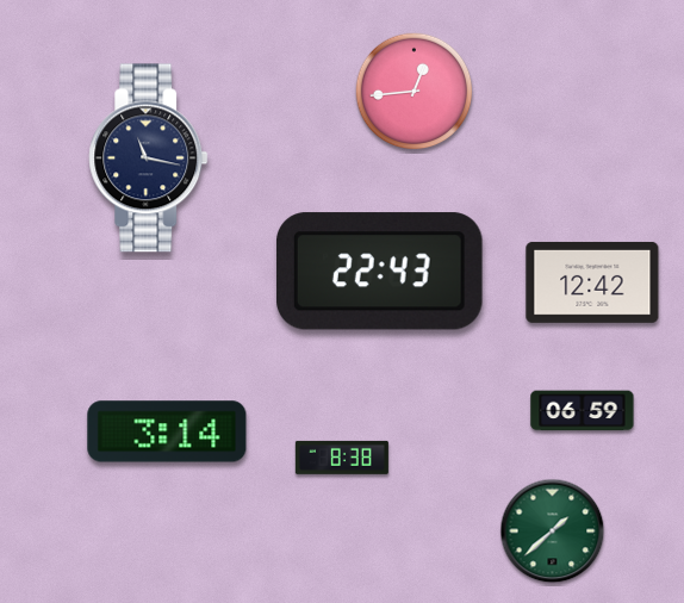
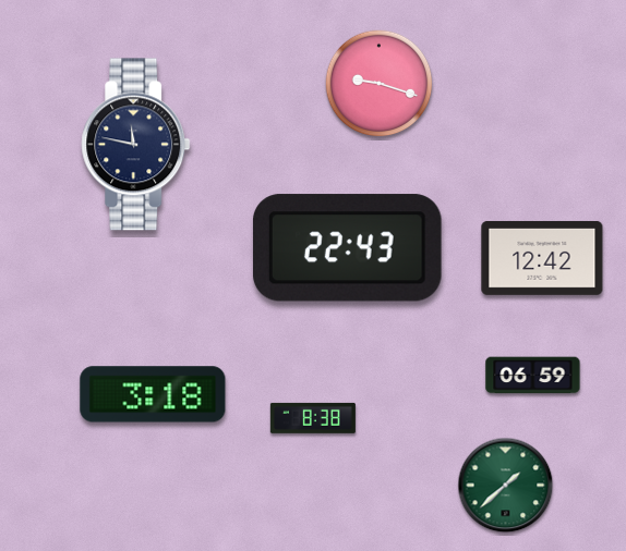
clock at (415, 92): 12:44 -> 9:18
clock at (149, 158): 11:17 -> 11:47
clock at (167, 431): 3:14 -> 3:18
